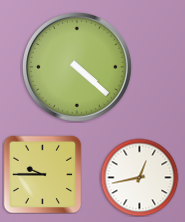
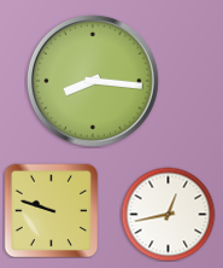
clock at (77, 67): 4:22 -> 8:16
clock at (42, 174): 9:45 -> 9:48
